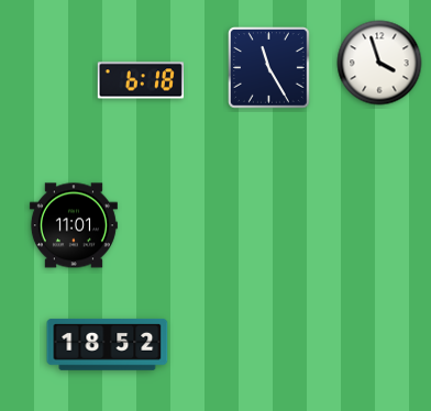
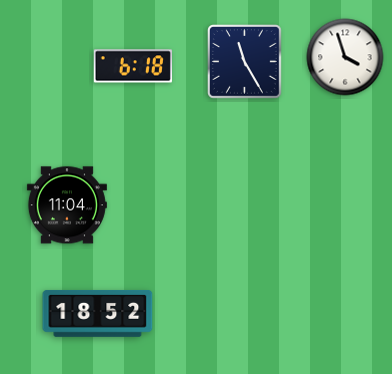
clock at (140, 80) position: (140, 80) -> (132, 66)
clock at (74, 225): 11:01 -> 11:04
